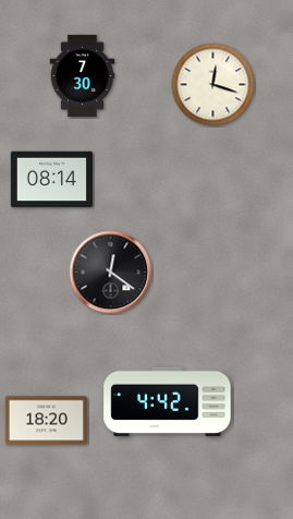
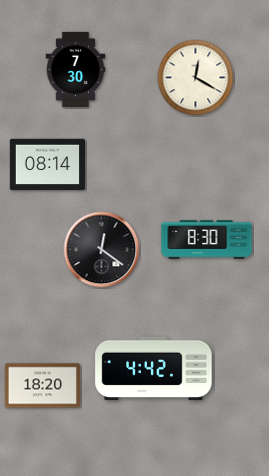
clock at (213, 85): 12:18 -> 12:20
clock at (207, 240): none -> 8:30
